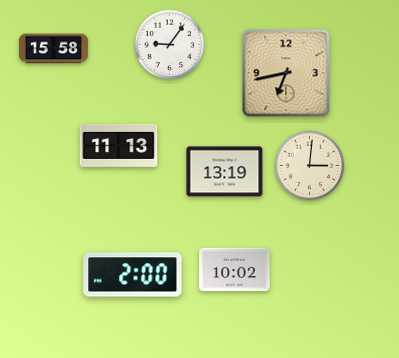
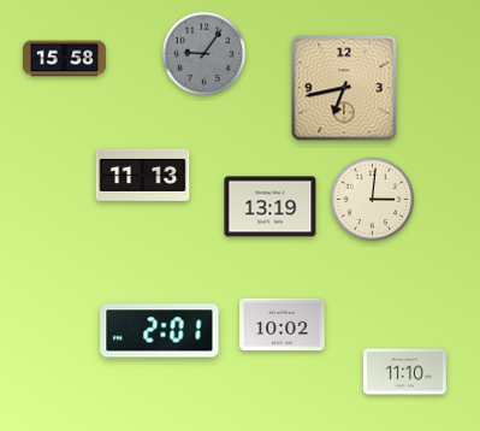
clock at (170, 45) dial: white -> grey
clock at (133, 275): 2:00 -> 2:01
clock at (404, 372): none -> 11:10
